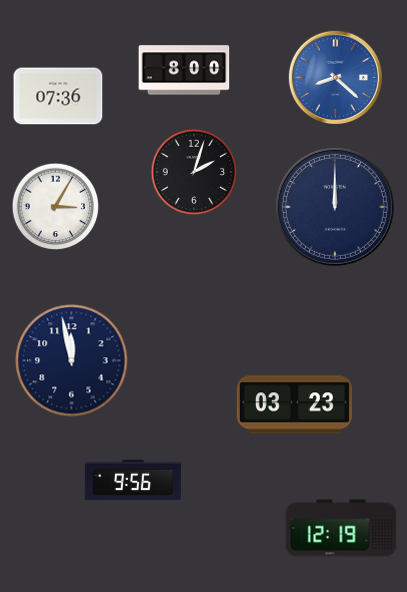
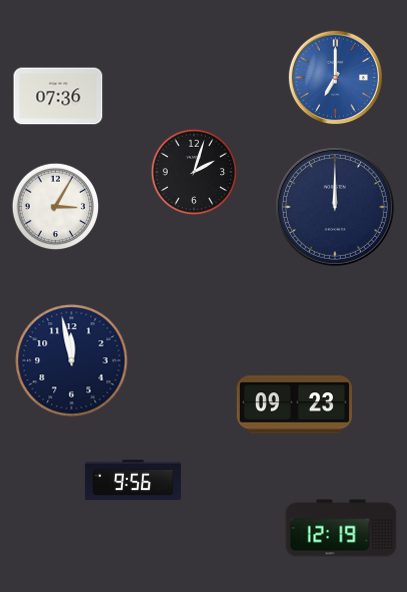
clock at (184, 70): 8:00 -> none
clock at (335, 77): 8:22 -> 7:00
clock at (294, 405): 03:23 -> 09:23
